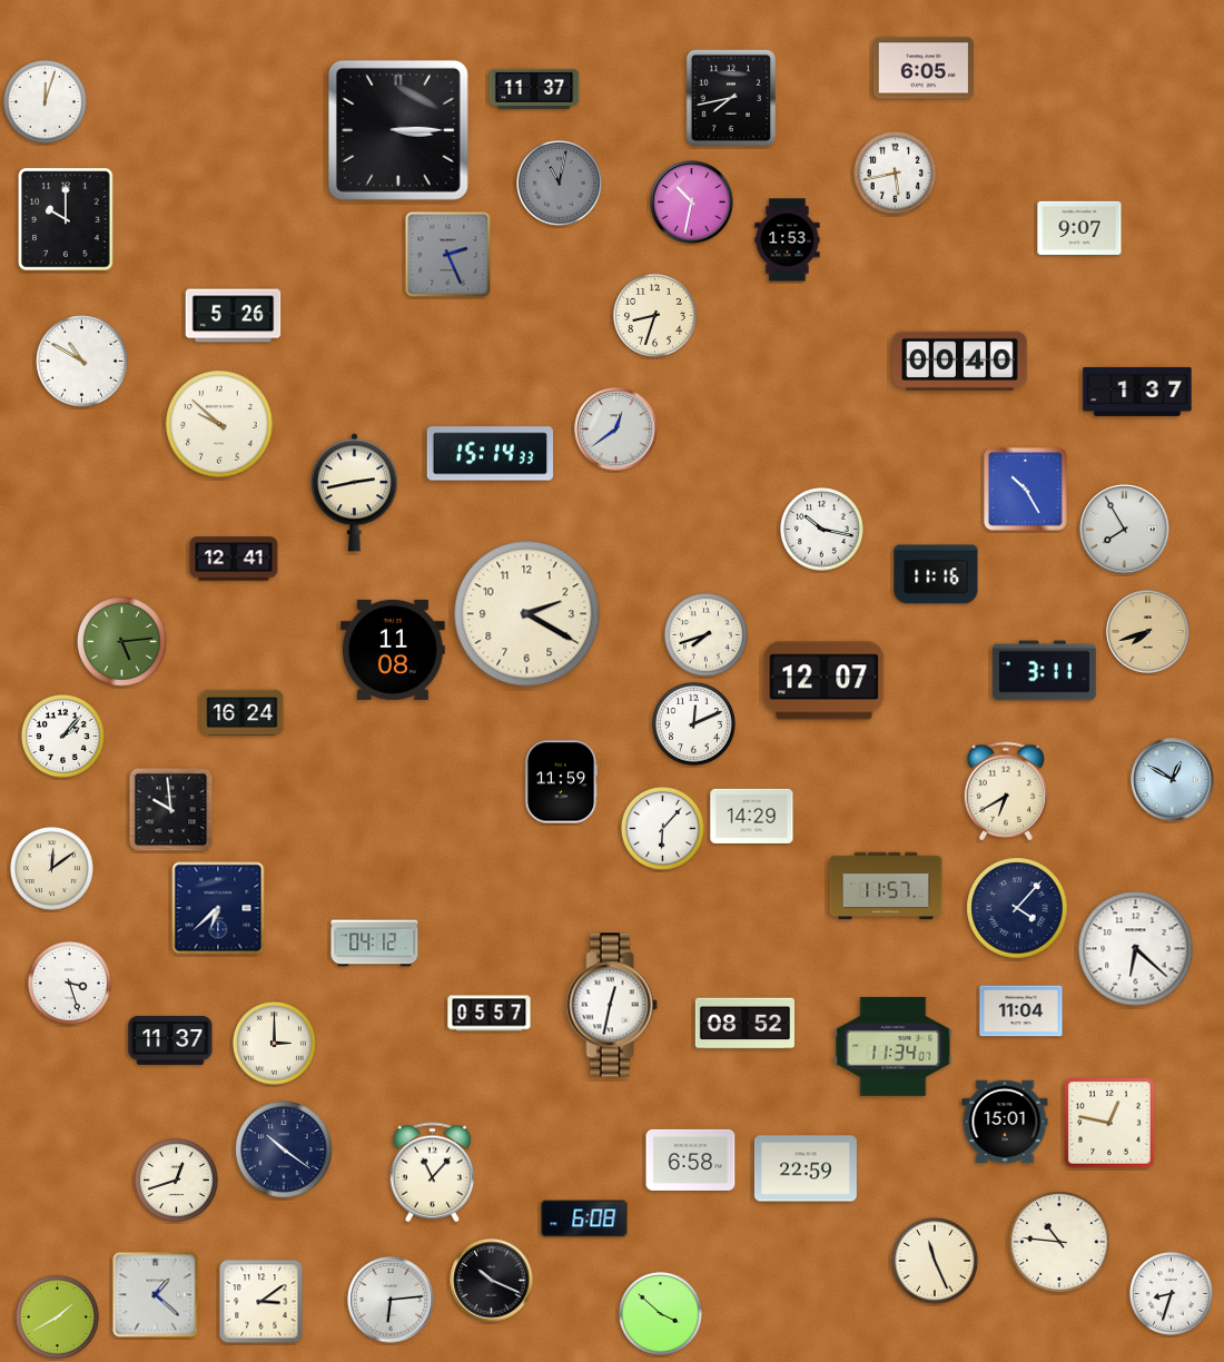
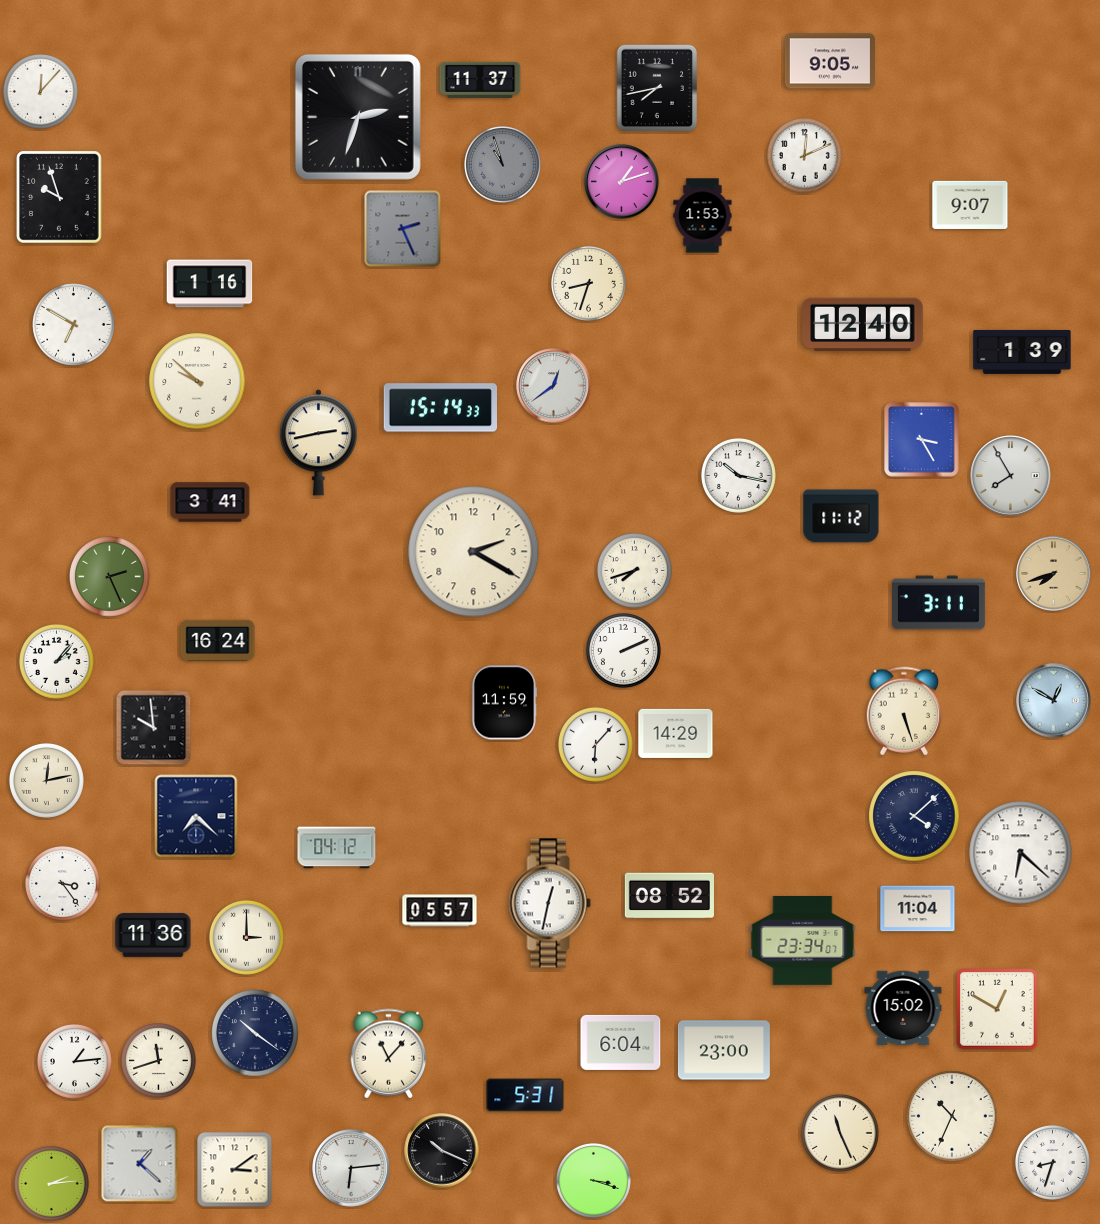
clock at (924, 68): 6:05 -> 9:05
clock at (45, 101): 12:03 -> 12:07
clock at (398, 130): 3:15 -> 2:33
clock at (895, 172): 5:43 -> 12:11
clock at (560, 184): 11:02 -> 10:57
clock at (692, 203): 10:32 -> 1:12
clock at (66, 219): 10:00 -> 9:57
clock at (788, 240) position: (788, 240) -> (703, 216)
clock at (234, 316): 5:26 -> 1:16
clock at (82, 362): 10:50 -> 6:50
clock at (960, 362): 00:40 -> 12:40
clock at (1137, 392): 1:37 -> 1:39
clock at (1026, 490): 10:25 -> 3:25
clock at (234, 559): 12:41 -> 3:41
clock at (936, 574): 11:16 -> 11:12
clock at (1148, 632) position: (1148, 632) -> (1054, 574)
clock at (122, 642): 5:14 -> 2:26
clock at (394, 650): 11:08 -> none
clock at (825, 681): 12:07 -> none
clock at (693, 723): 12:11 -> 2:11
clock at (1005, 791): 6:40 -> 5:27
clock at (51, 868): 12:09 -> 12:13
clock at (886, 886): 11:57 -> none
clock at (218, 908): 6:38 -> 7:22
clock at (1017, 908): 4:07 -> 4:08
clock at (69, 983): 3:27 -> 3:24
clock at (744, 1024) position: (744, 1024) -> (669, 896)
clock at (170, 1040): 11:37 -> 11:36
clock at (894, 1046): 11:34 -> 23:34
clock at (1005, 1122): 15:01 -> 15:02
clock at (1109, 1123): 12:47 -> 12:50
clock at (691, 1159): 6:58 -> 6:04
clock at (806, 1168): 22:59 -> 23:00
clock at (176, 1180): 12:42 -> 11:42
clock at (74, 1061): none -> 1:14
clock at (584, 1218): 6:08 -> 5:31
clock at (1059, 1242): 10:46 -> 10:34
clock at (660, 1313): 3:52 -> 3:18
clock at (57, 1316): 1:40 -> 2:14
